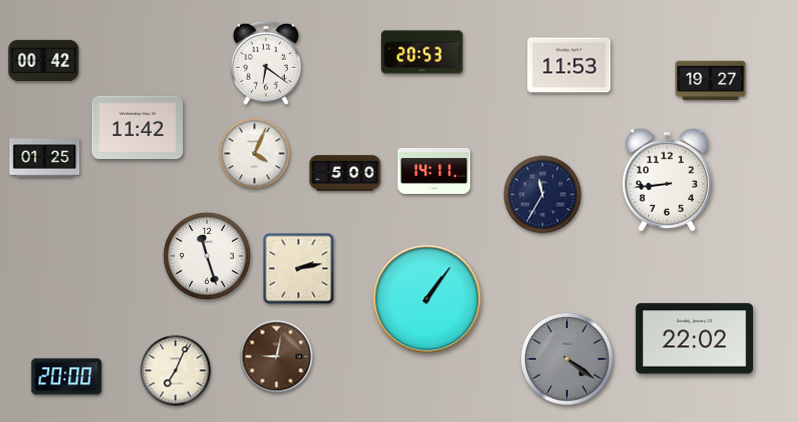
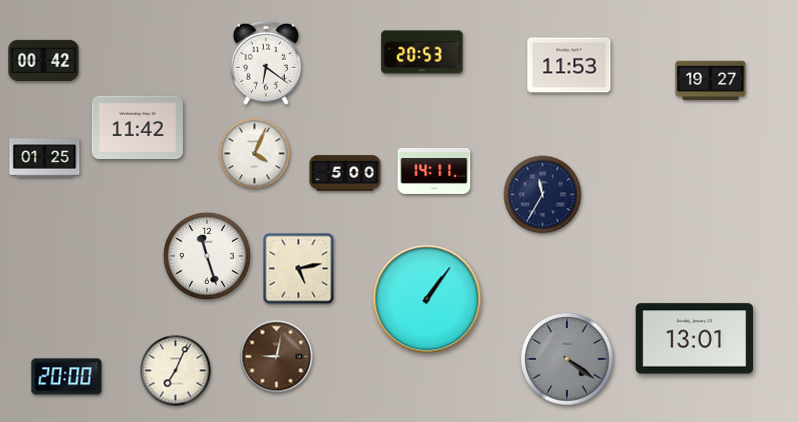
clock at (667, 180): 8:44 -> none
clock at (299, 269): 2:13 -> 5:13
clock at (695, 339): 22:02 -> 13:01
